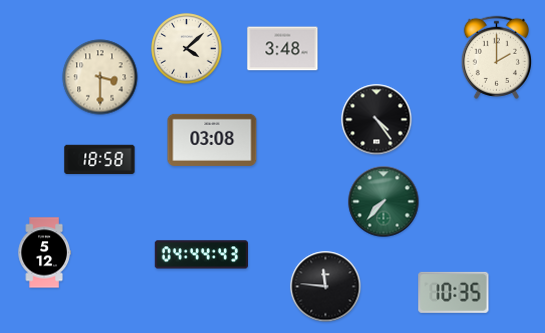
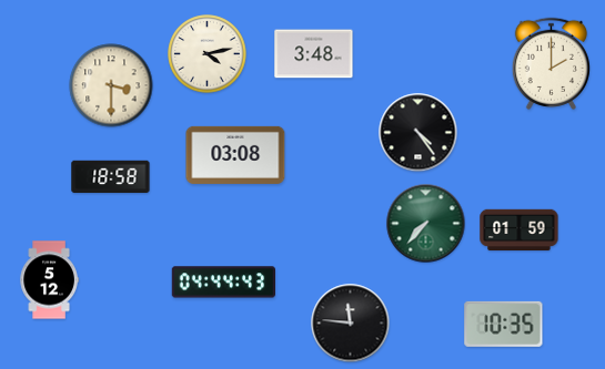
clock at (187, 49): 4:08 -> 4:13
clock at (520, 230): none -> 01:59
clock at (326, 287) position: (326, 287) -> (351, 324)
